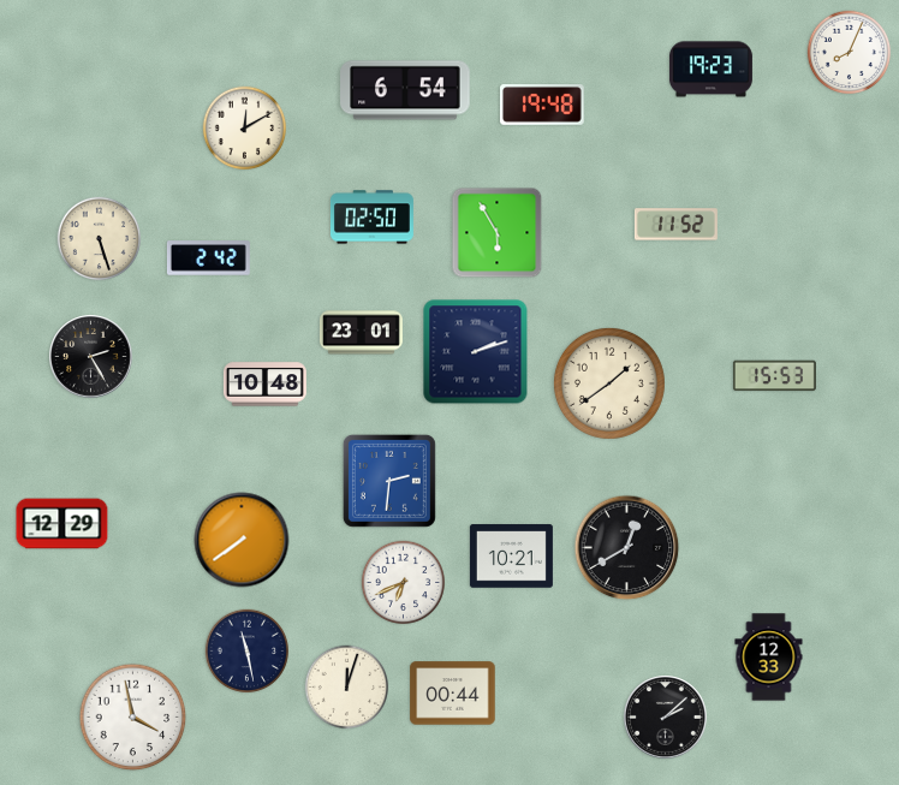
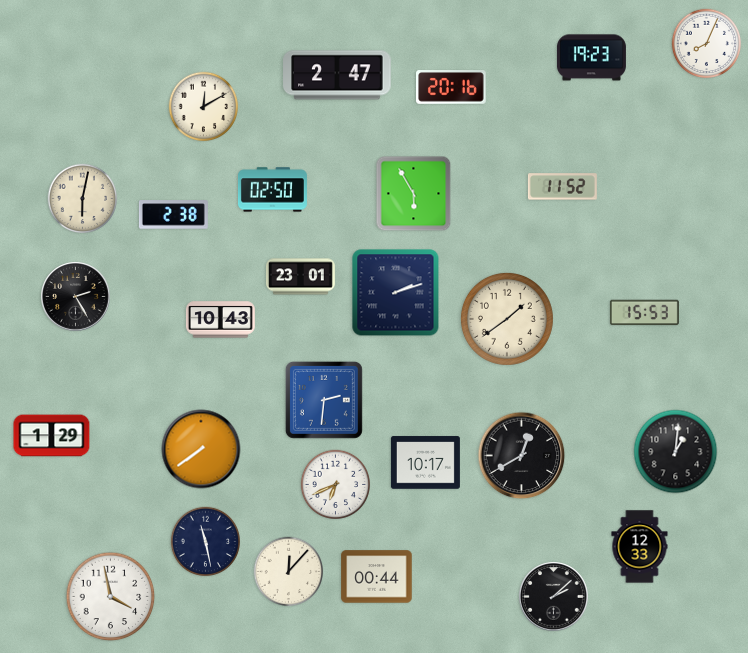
clock at (405, 90): 6:54 -> 2:47
clock at (542, 105): 19:48 -> 20:16
clock at (371, 218) position: (371, 218) -> (272, 190)
clock at (100, 239): 5:27 -> 6:02
clock at (208, 258): 2:42 -> 2:38
clock at (264, 385): 10:48 -> 10:43
clock at (62, 524): 12:29 -> 1:29
clock at (676, 452): none -> 1:01
clock at (511, 557): 10:21 -> 10:17
clock at (347, 688): 12:03 -> 12:07
